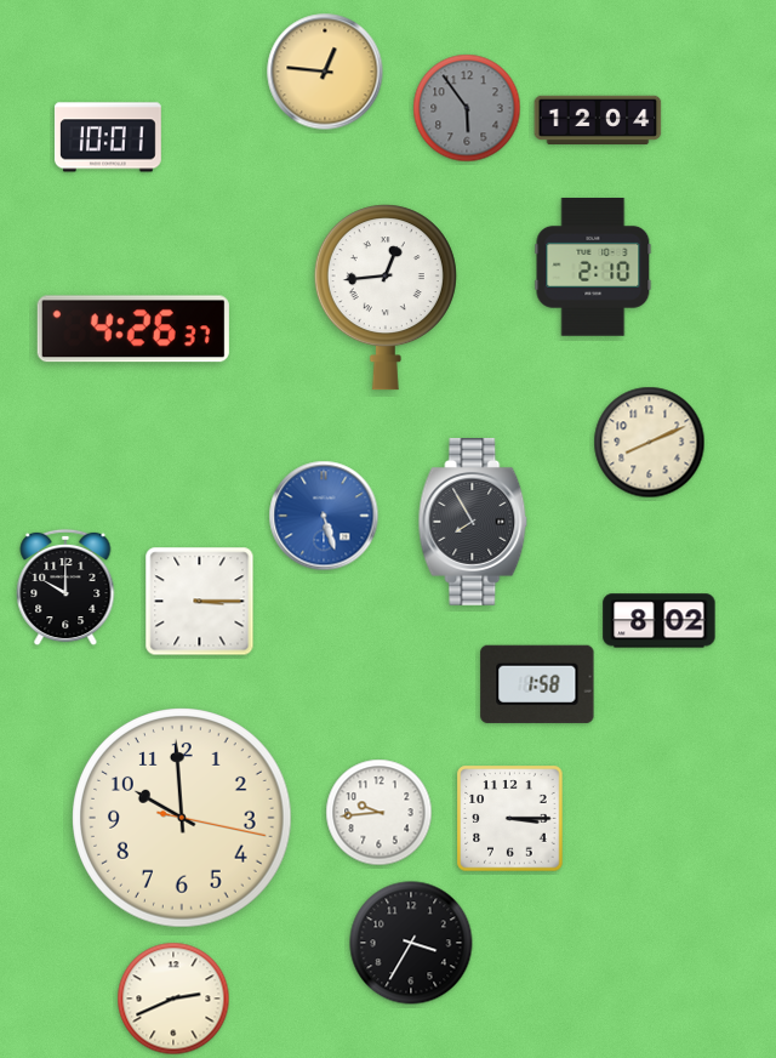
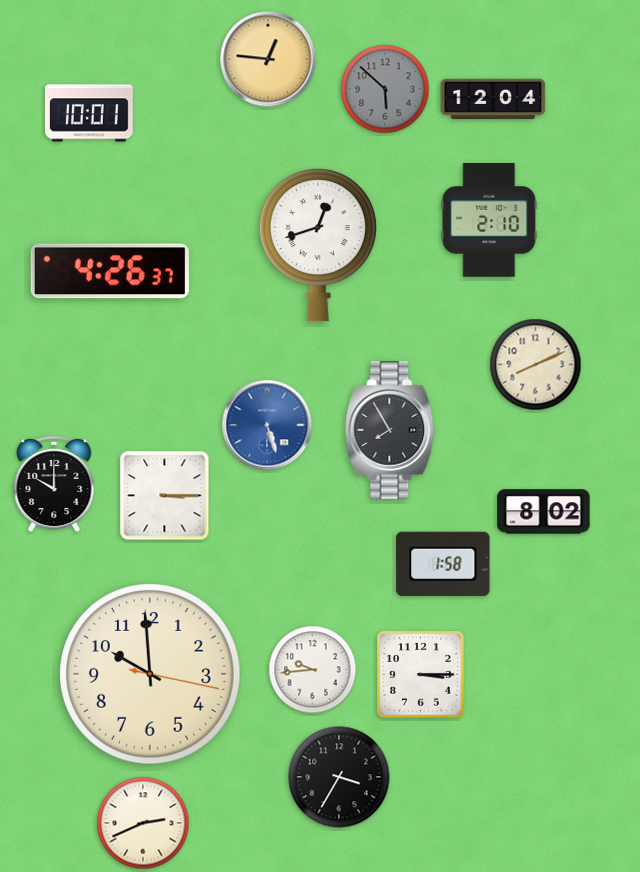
clock at (467, 108): 5:54 -> 5:52
clock at (386, 297): 12:44 -> 12:42
